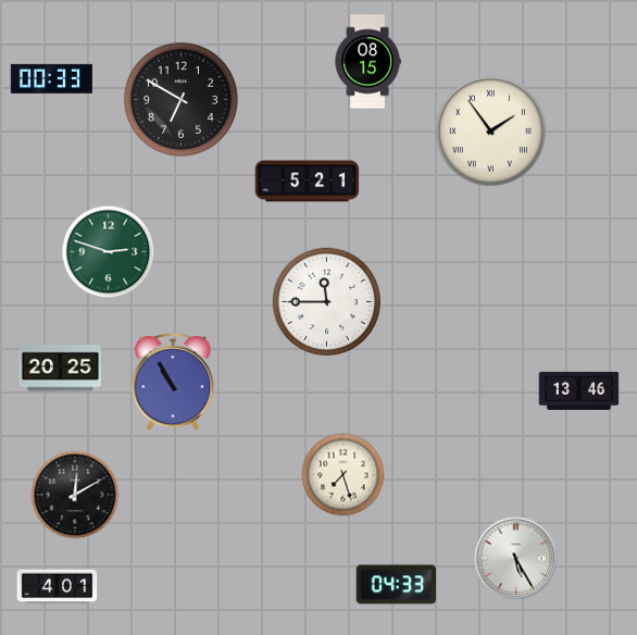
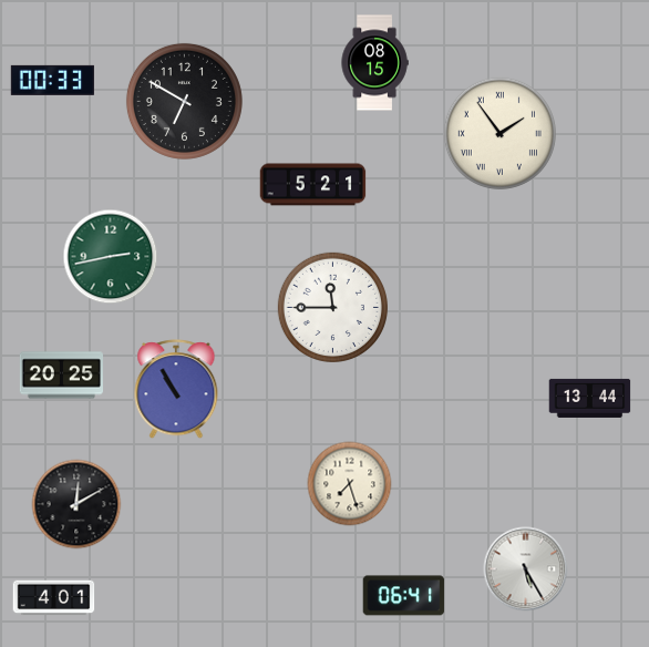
clock at (109, 252): 2:48 -> 2:43
clock at (579, 390): 13:46 -> 13:44
clock at (397, 585): 04:33 -> 06:41
clock at (58, 587) position: (58, 587) -> (54, 598)
